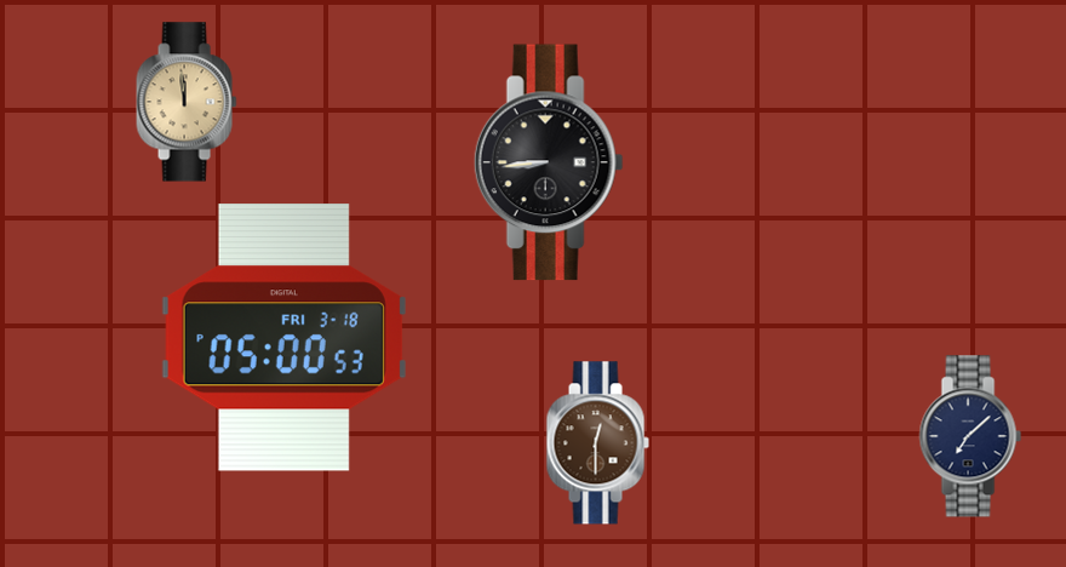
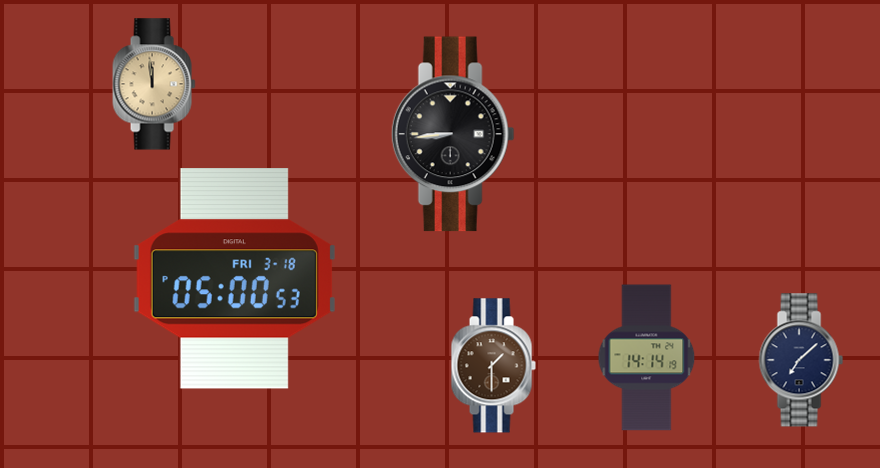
clock at (647, 358): none -> 14:14
clock at (597, 443): 12:30 -> 1:30
